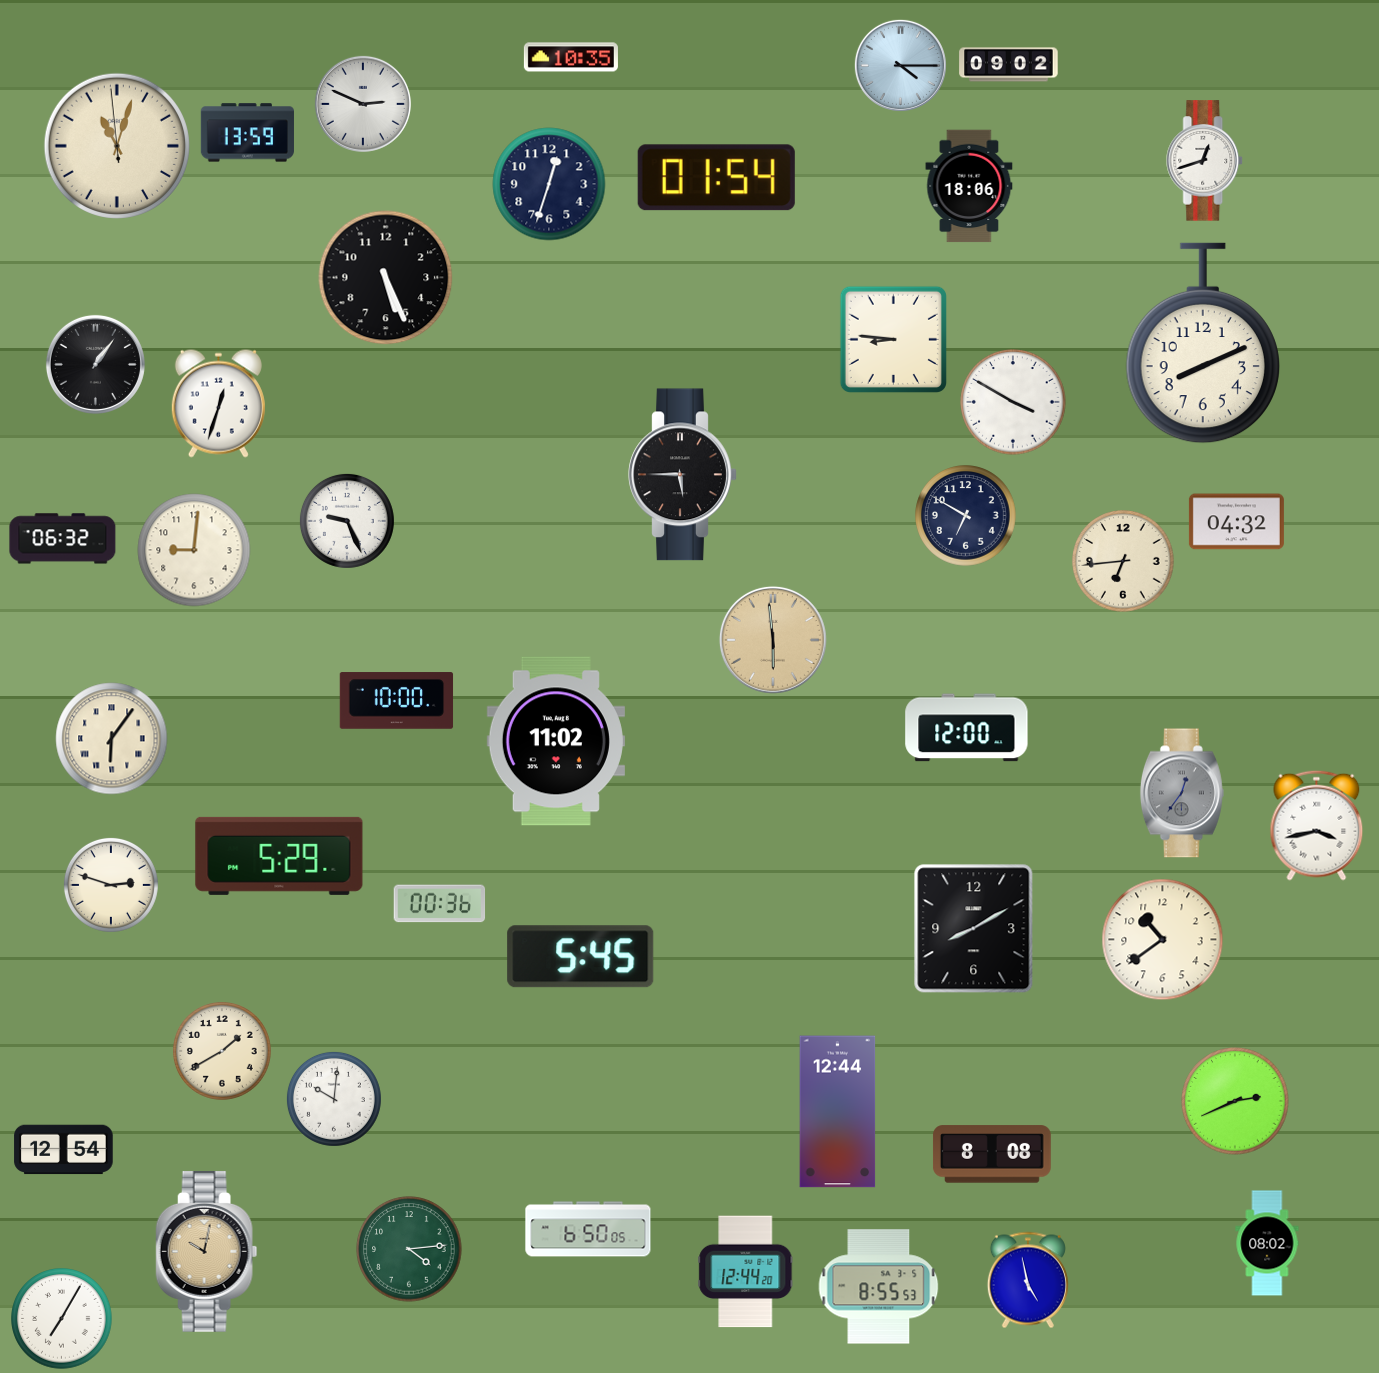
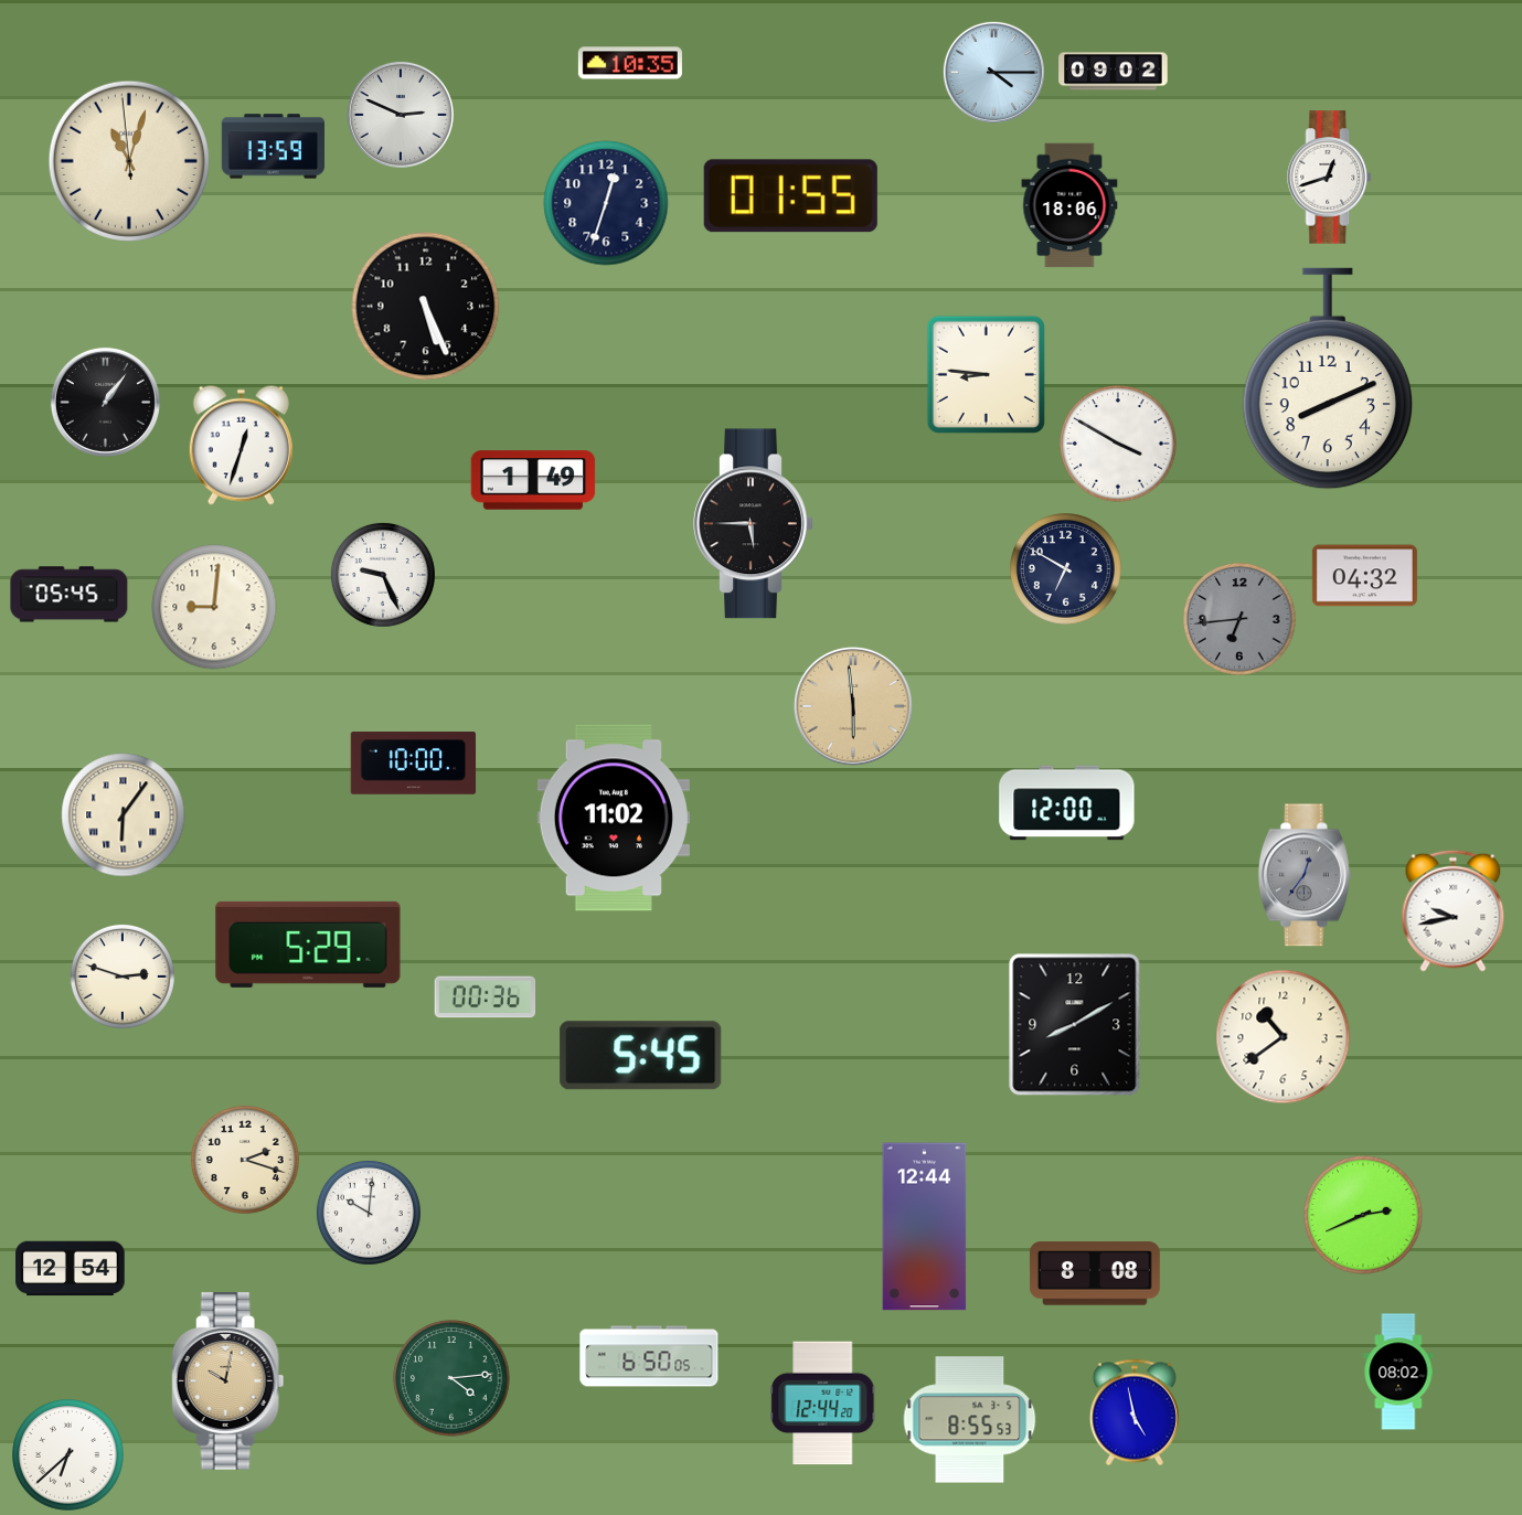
clock at (716, 178): 01:54 -> 01:55
clock at (533, 480): none -> 1:49
clock at (63, 539): 06:32 -> 05:45
clock at (1123, 561) dial: cream -> grey
clock at (397, 701) position: (397, 701) -> (414, 764)
clock at (1317, 825): 3:43 -> 9:43
clock at (223, 1052): 1:40 -> 2:18
clock at (62, 1319): 7:05 -> 6:38
